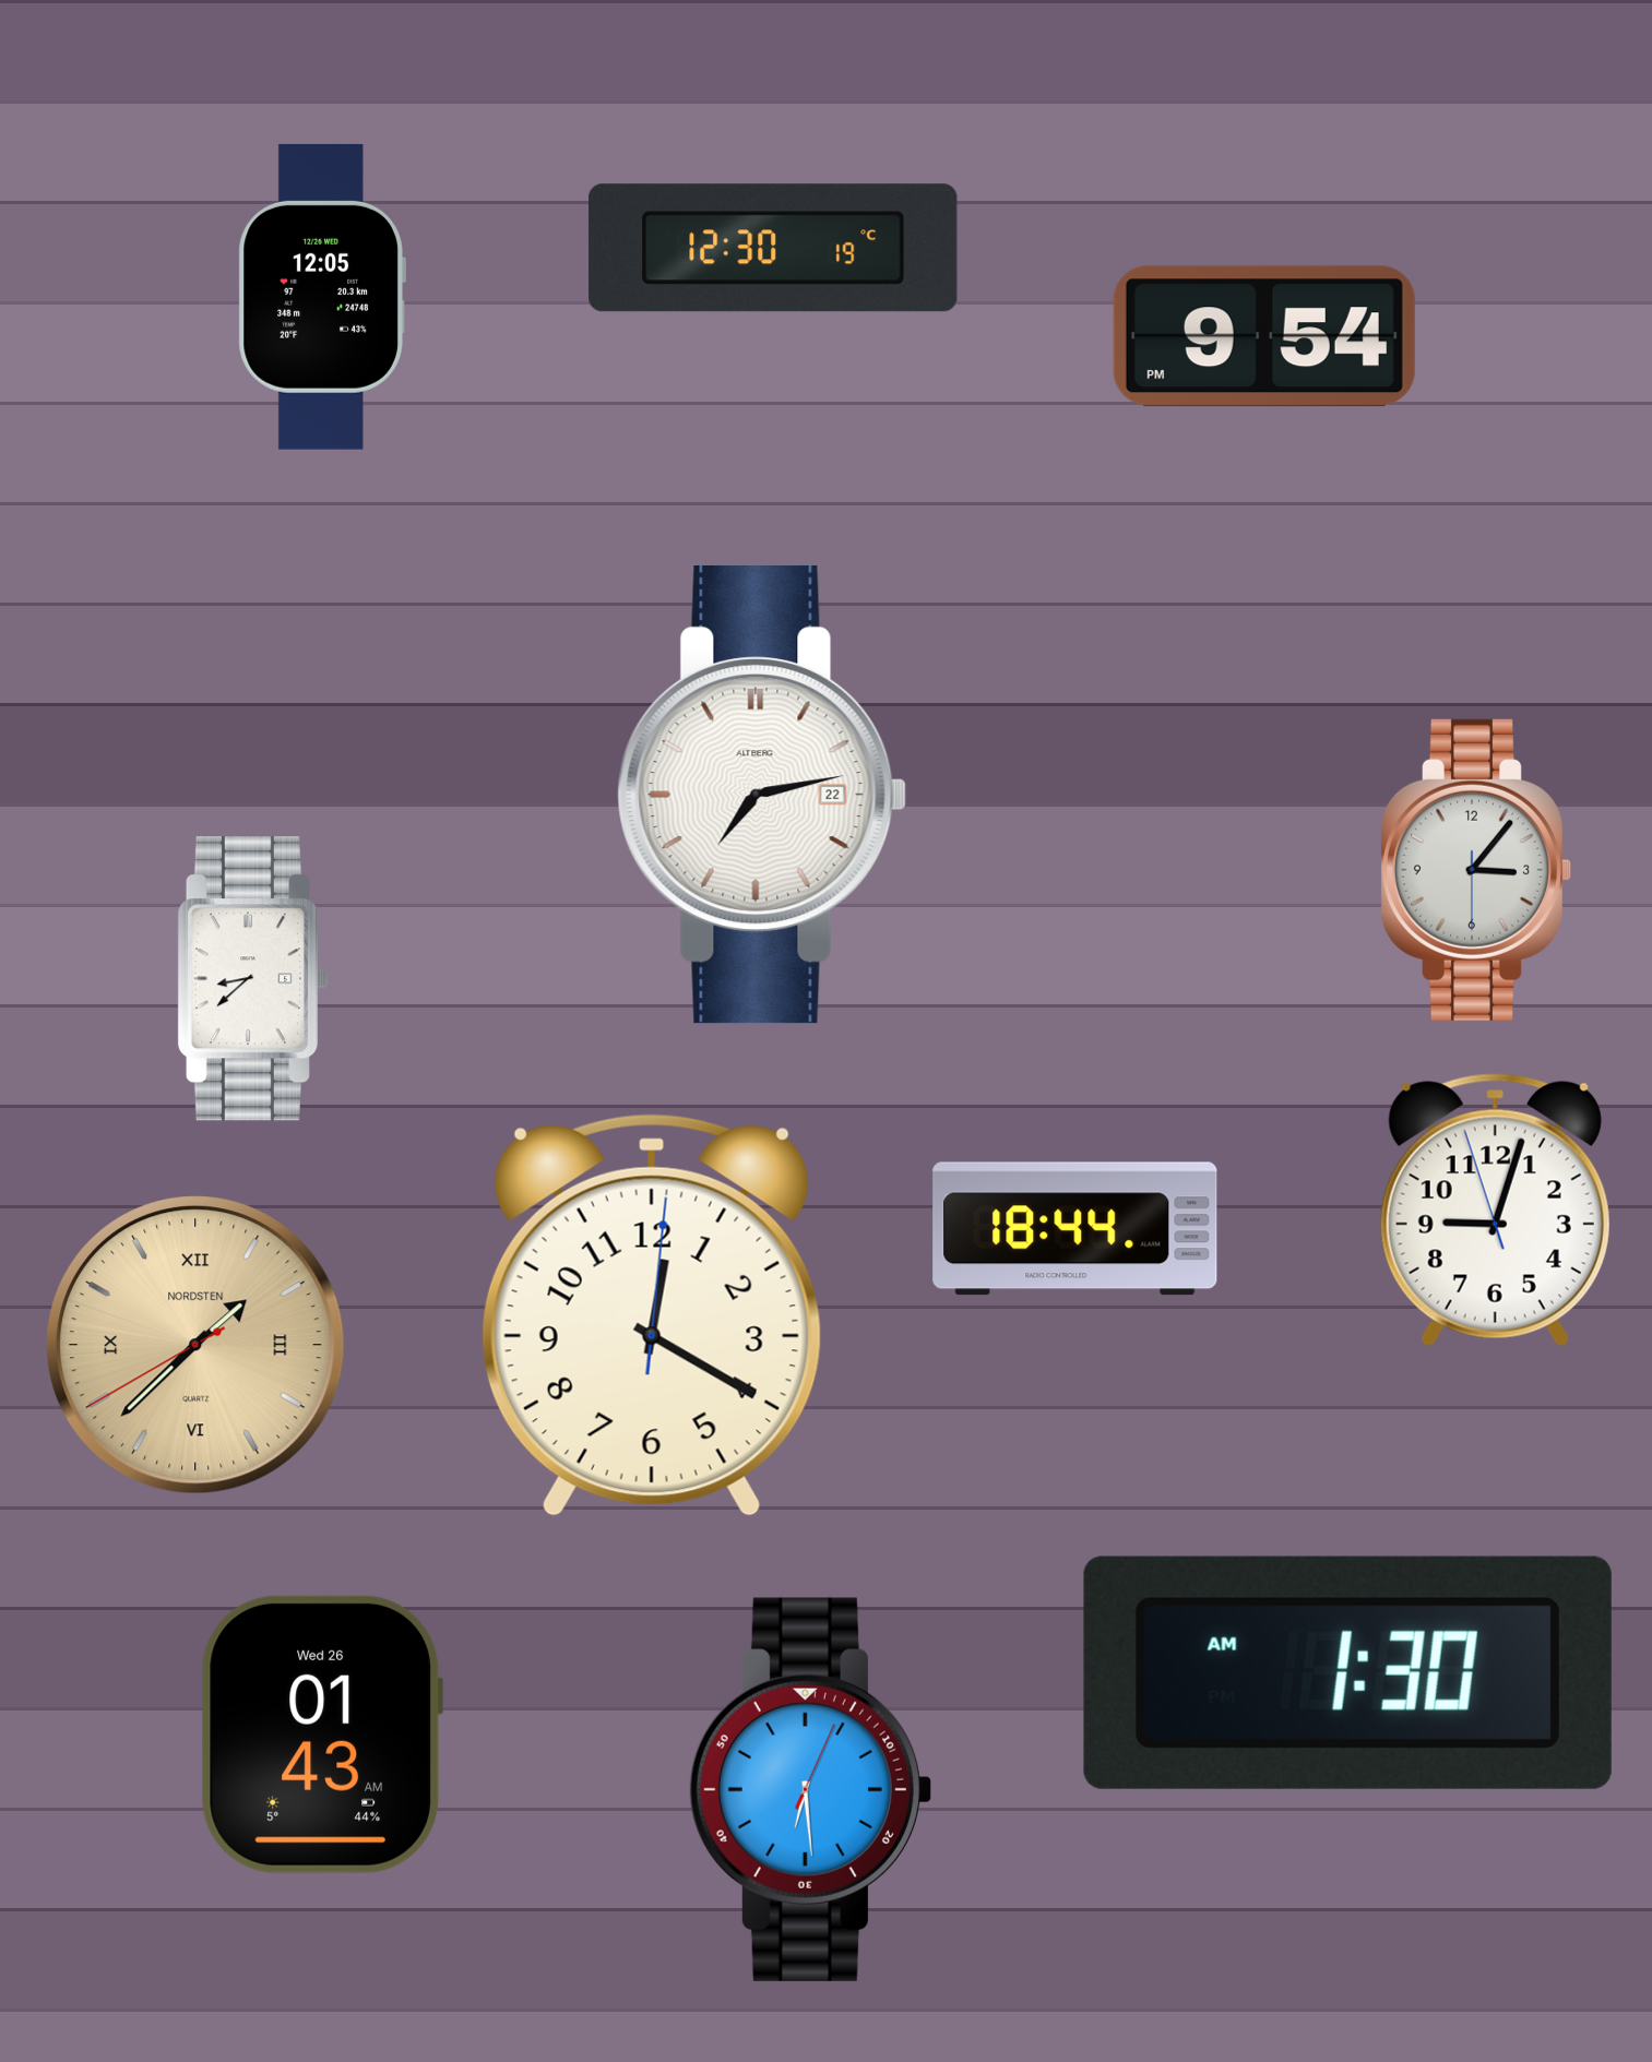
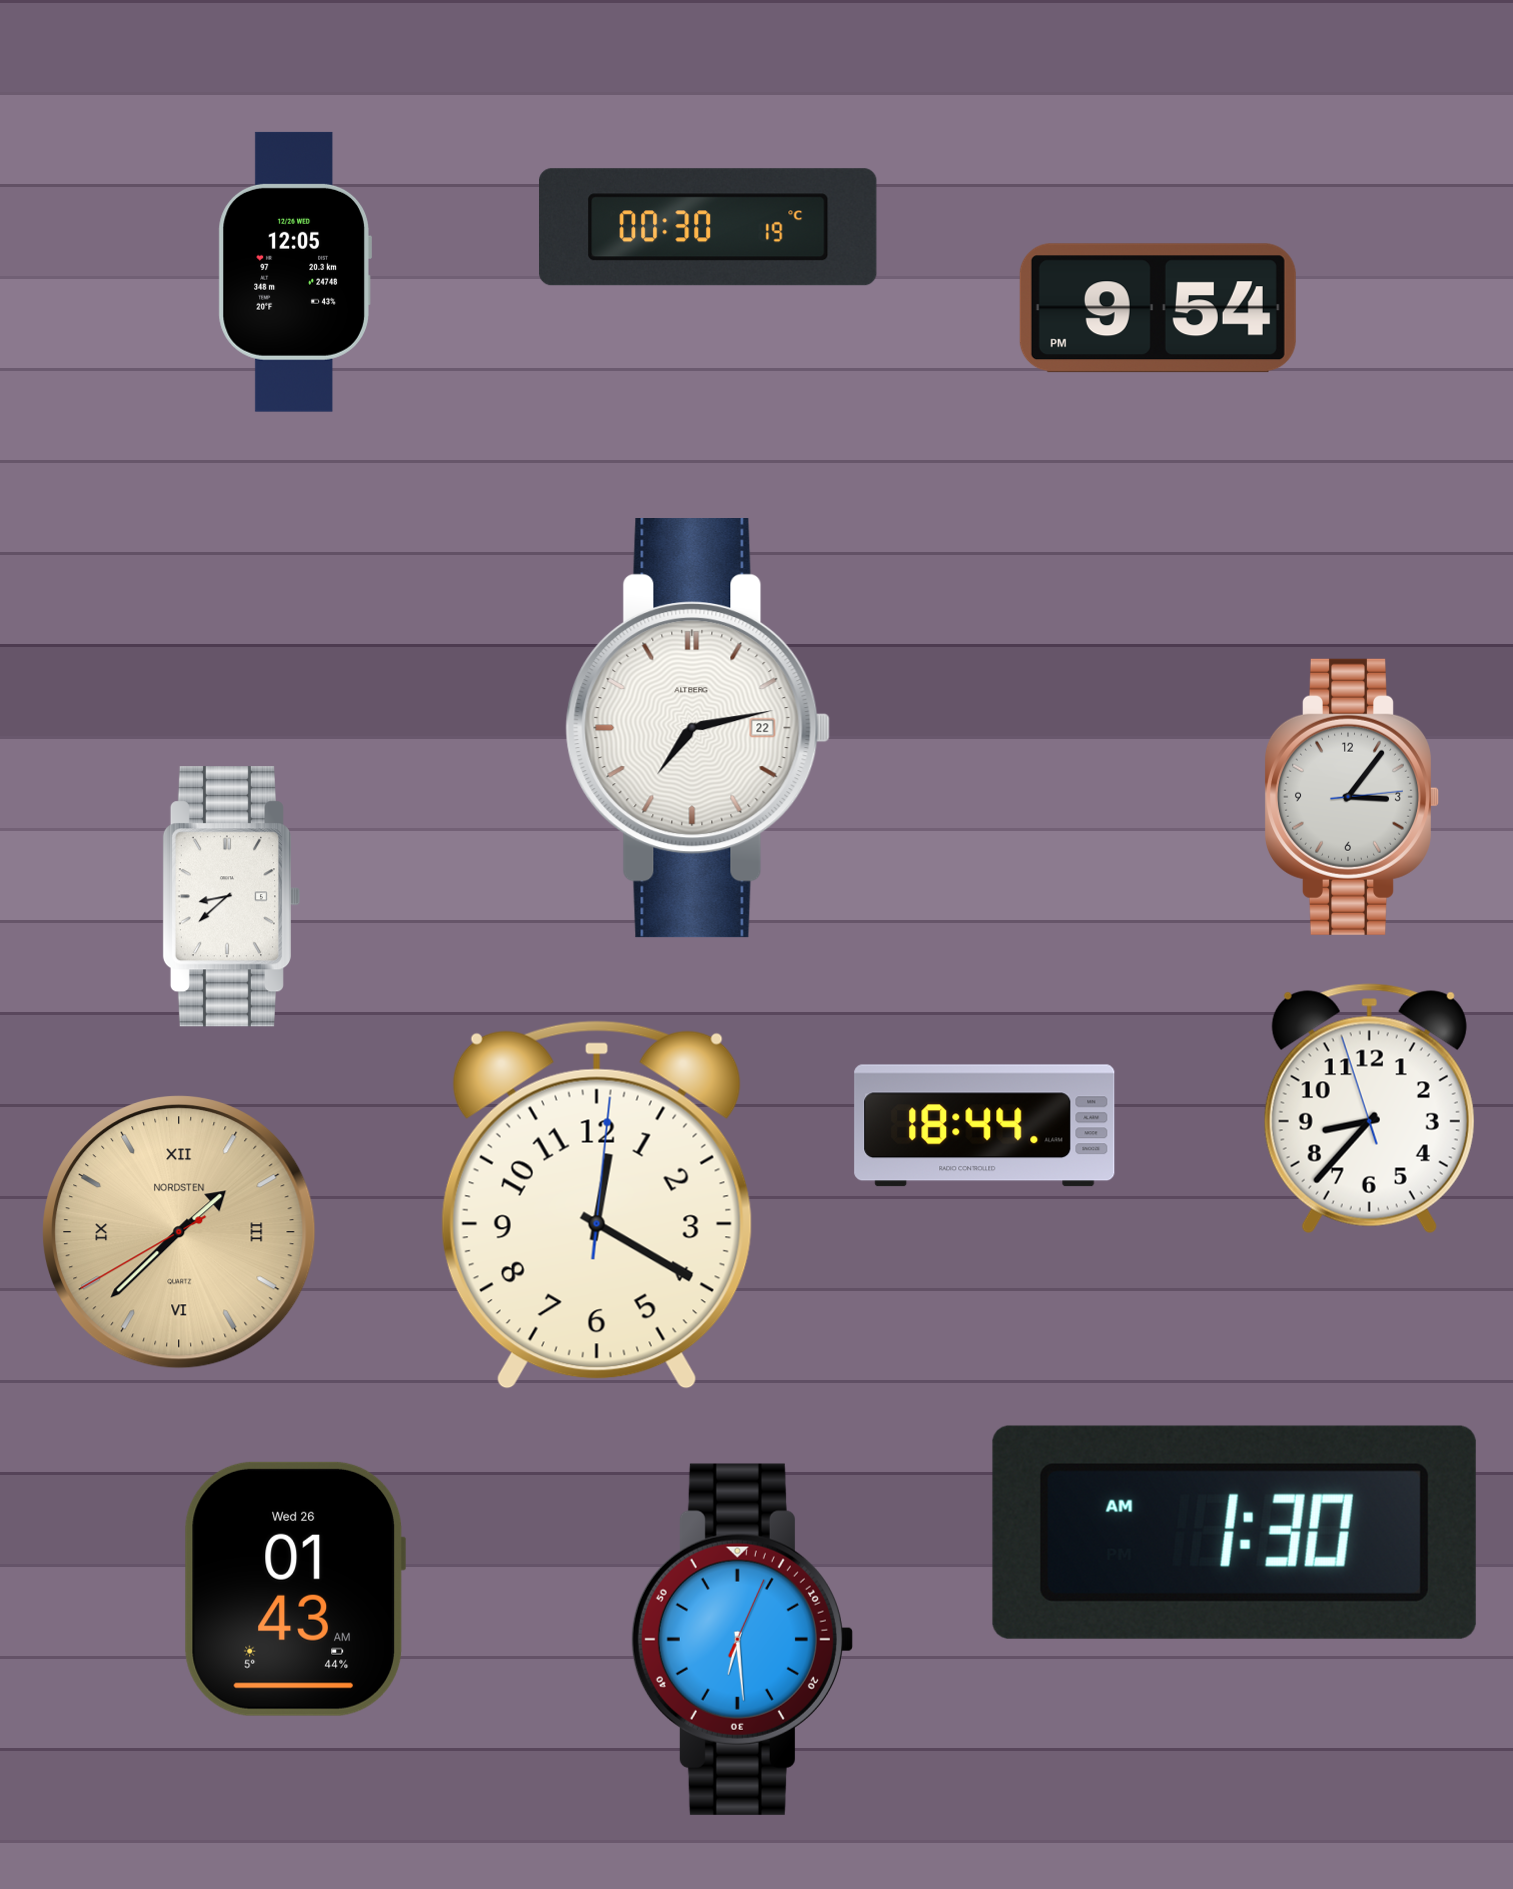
clock at (773, 248): 12:30 -> 00:30
clock at (1475, 870): 3:06:30 -> 3:06:14
clock at (1495, 1211): 9:02 -> 8:36
